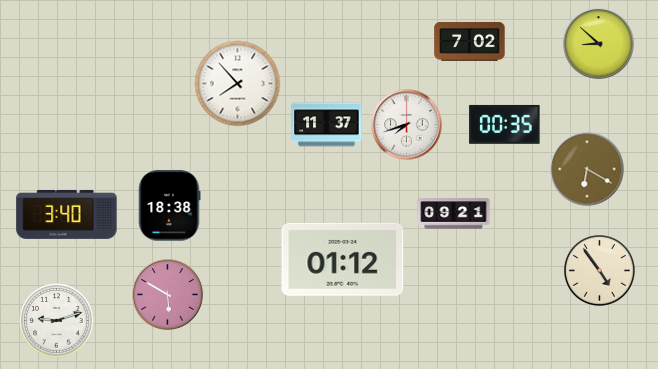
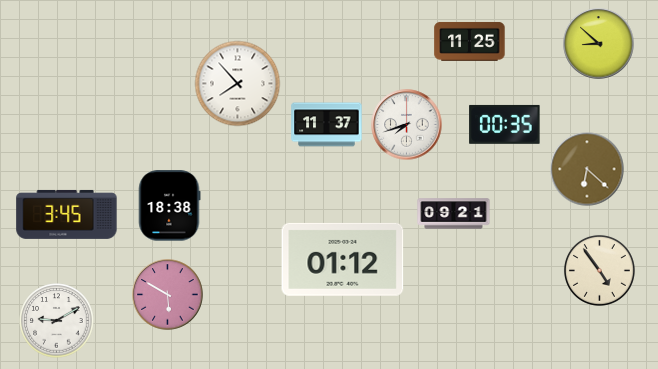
clock at (470, 41): 7:02 -> 11:25
clock at (587, 169): 6:20 -> 6:22
clock at (67, 214): 3:40 -> 3:45
clock at (57, 321): 9:12 -> 9:10
